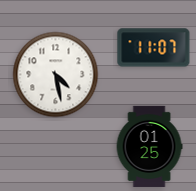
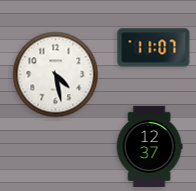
clock at (149, 146): 01:25 -> 12:37
